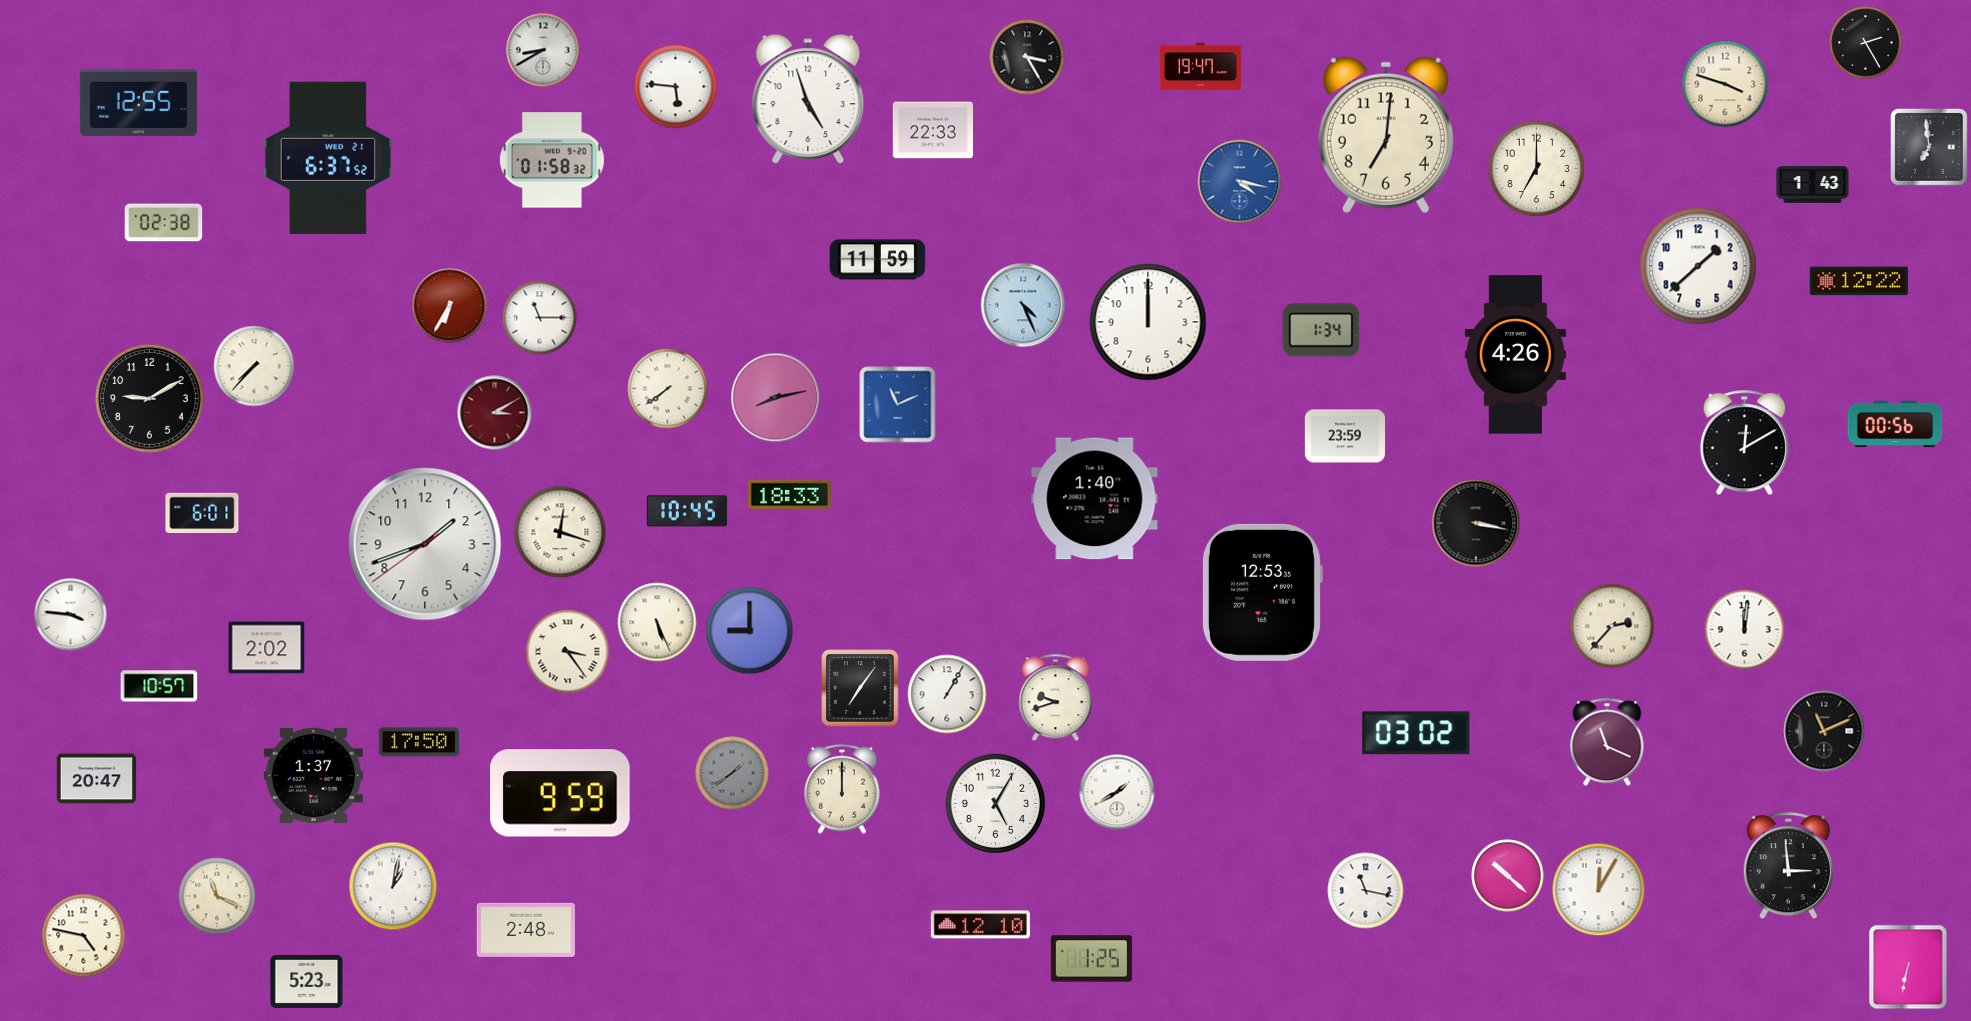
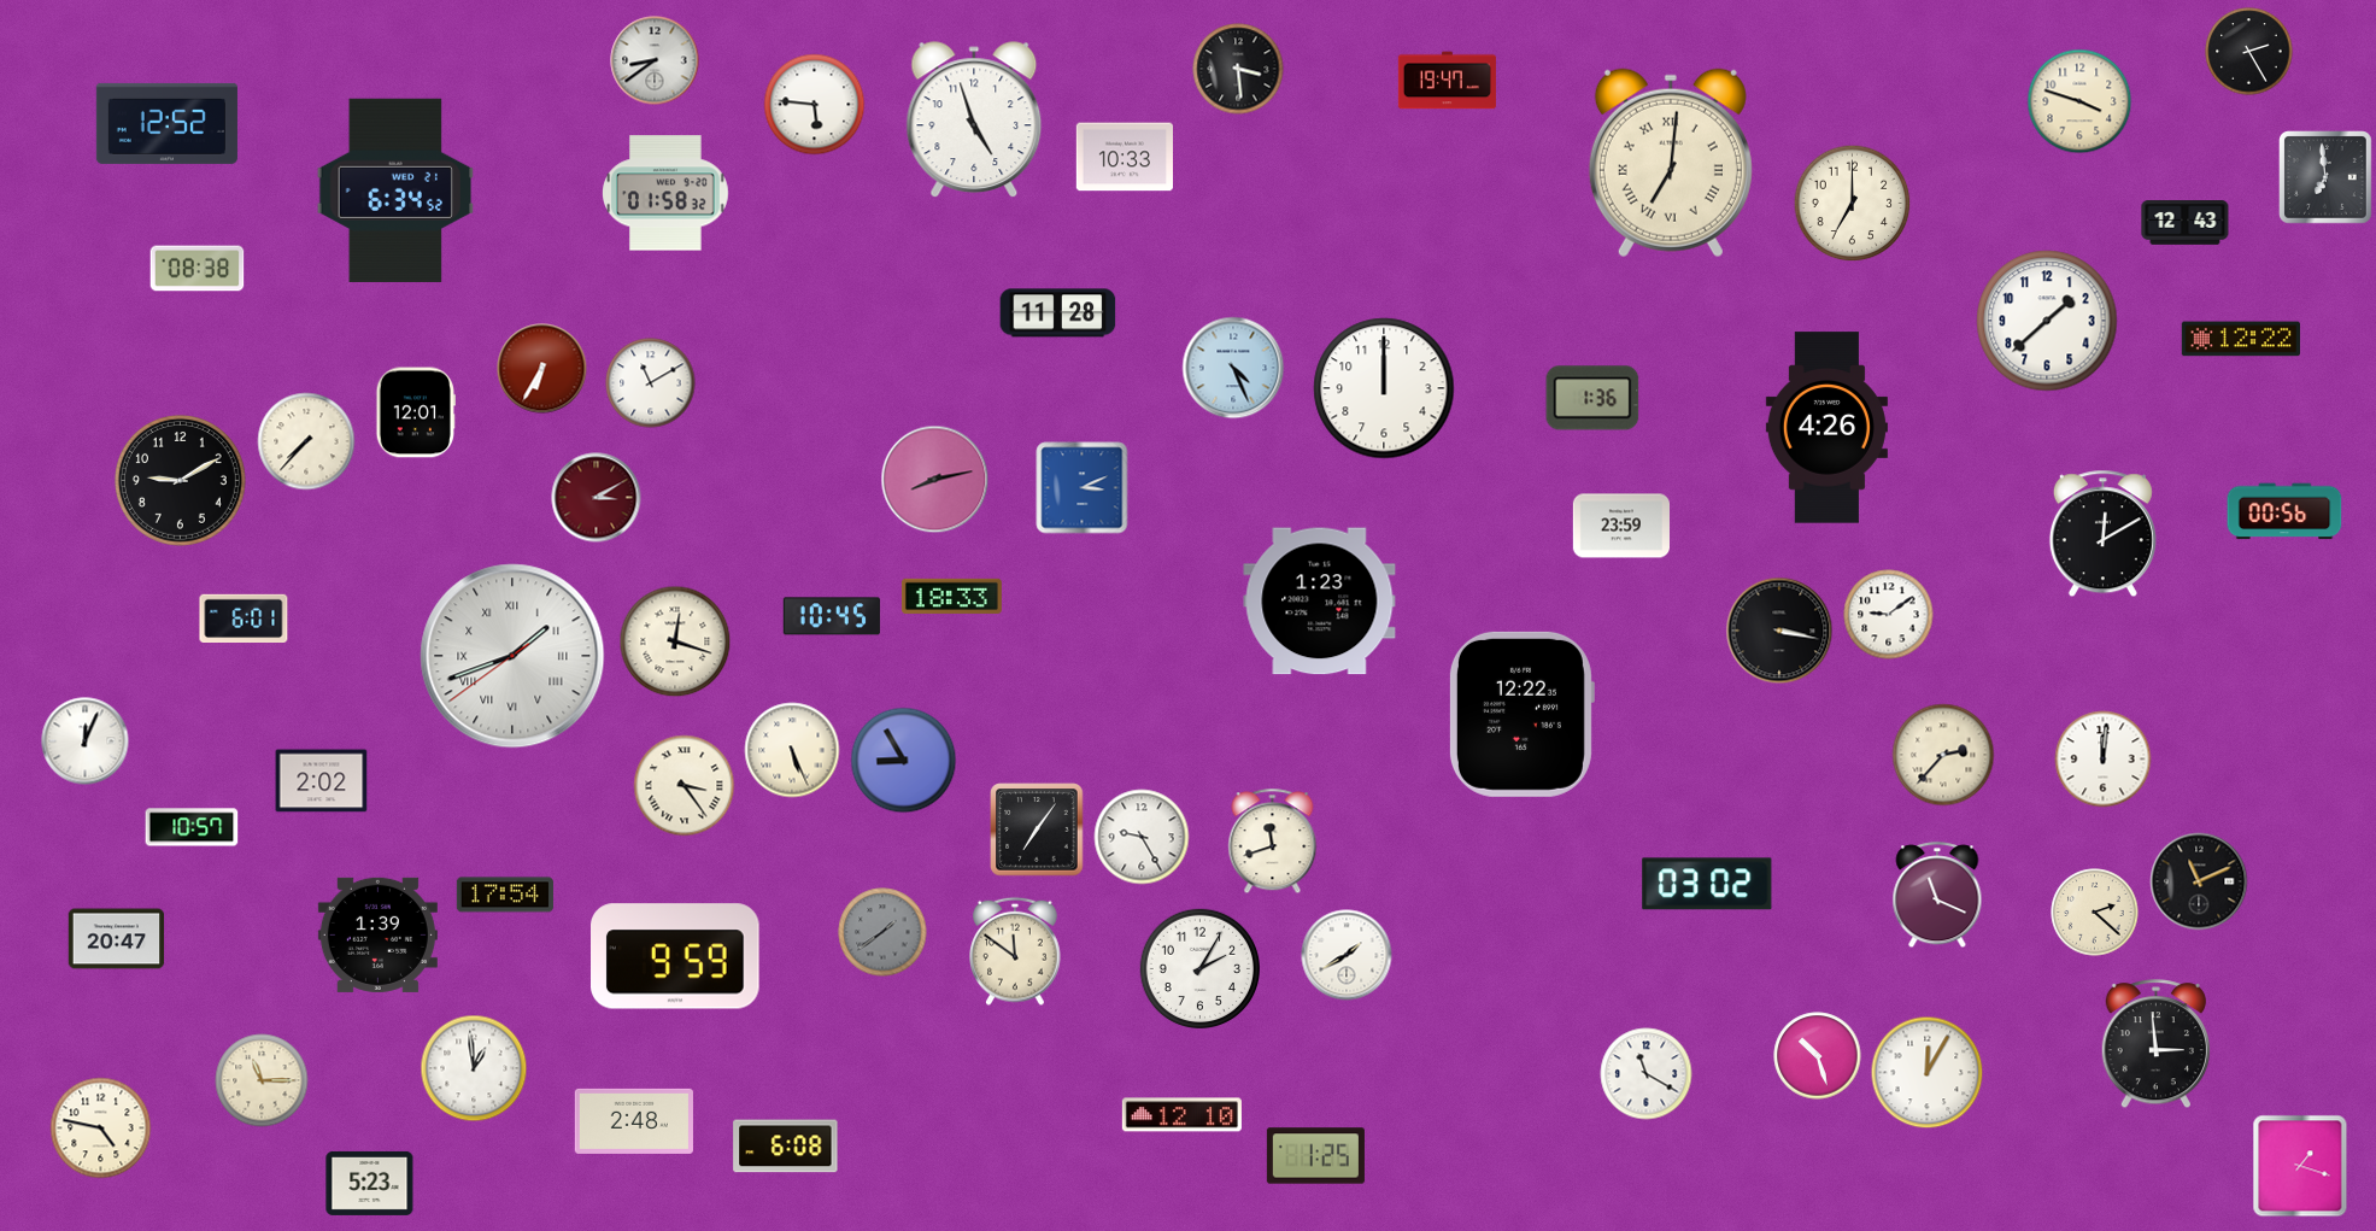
clock at (543, 50): 8:40 -> 8:39
clock at (1027, 57): 3:25 -> 3:29
clock at (138, 102): 12:55 -> 12:52
clock at (932, 130): 22:33 -> 10:33
clock at (1386, 135) numerals: Arabic -> Roman
clock at (328, 158): 6:37 -> 6:34
clock at (1240, 182): 4:17 -> none
clock at (1813, 185): 1:43 -> 12:43
clock at (164, 223): 02:38 -> 08:38
clock at (878, 260): 11:59 -> 11:28
clock at (540, 318): 11:15 -> 11:10
clock at (1321, 330): 1:34 -> 1:36
clock at (416, 412): none -> 12:01
clock at (668, 389): 7:39 -> none
clock at (898, 405): 11:11 -> 3:11
clock at (1095, 499): 1:40 -> 1:23
clock at (1889, 615): none -> 9:09
clock at (687, 511) position: (687, 511) -> (832, 616)
clock at (425, 544) numerals: Arabic -> Roman
clock at (1262, 592): 12:53 -> 12:22
clock at (71, 615): 3:46 -> 12:04
clock at (750, 631): 9:00 -> 8:55
clock at (947, 694): 1:05 -> 9:25
clock at (1056, 698): 9:42 -> 11:42
clock at (419, 742): 17:50 -> 17:54
clock at (2095, 913): none -> 2:22
clock at (313, 775): 1:37 -> 1:39
clock at (842, 789): 12:00 -> 11:51
clock at (995, 803): 5:05 -> 2:05
clock at (1508, 876): 10:22 -> 10:27
clock at (393, 886): 1:02 -> 12:59
clock at (1366, 891): 11:17 -> 11:20
clock at (217, 896): 11:19 -> 11:15
clock at (786, 1147): none -> 6:08
clock at (1908, 967): 6:32 -> 1:18
